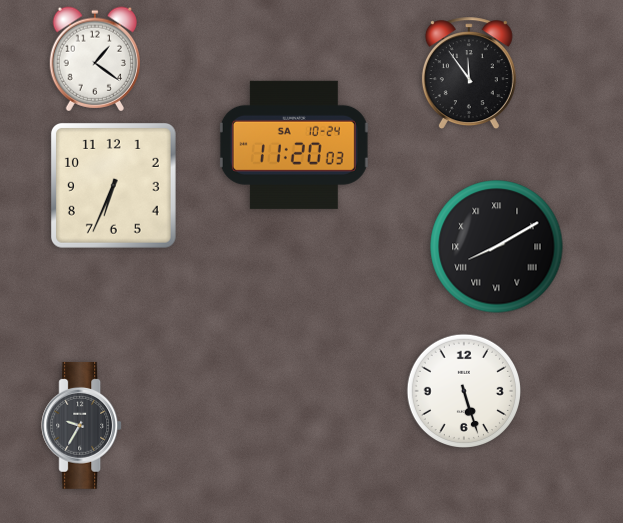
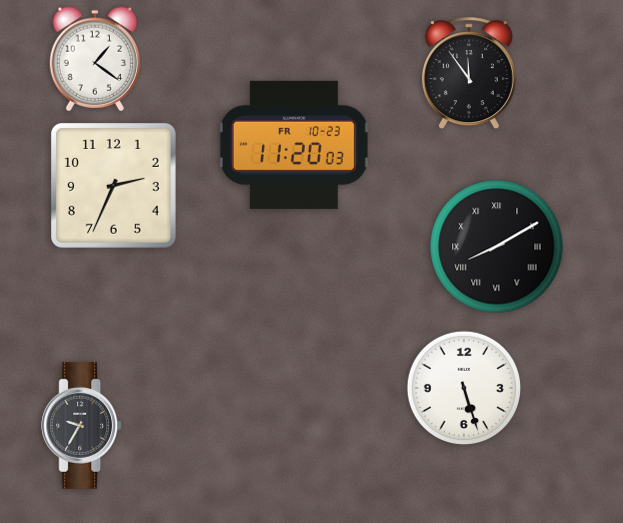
clock at (294, 145) date: SA 10-24 -> FR 10-23
clock at (113, 185): 6:34 -> 2:34
clock at (463, 390) position: (463, 390) -> (463, 387)
